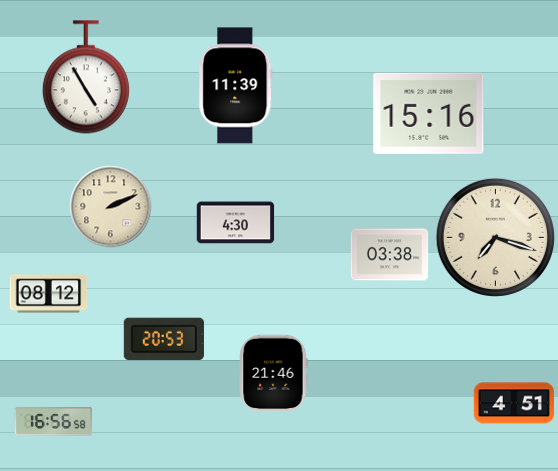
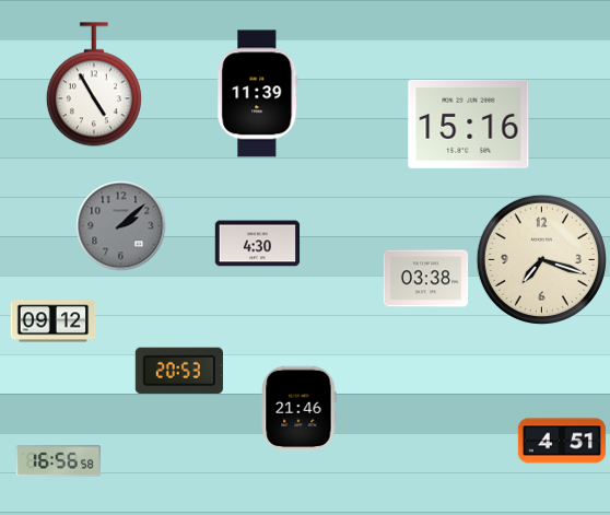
clock at (110, 206): 2:11 -> 2:08
clock at (110, 206) dial: cream -> grey
clock at (48, 294): 08:12 -> 09:12
